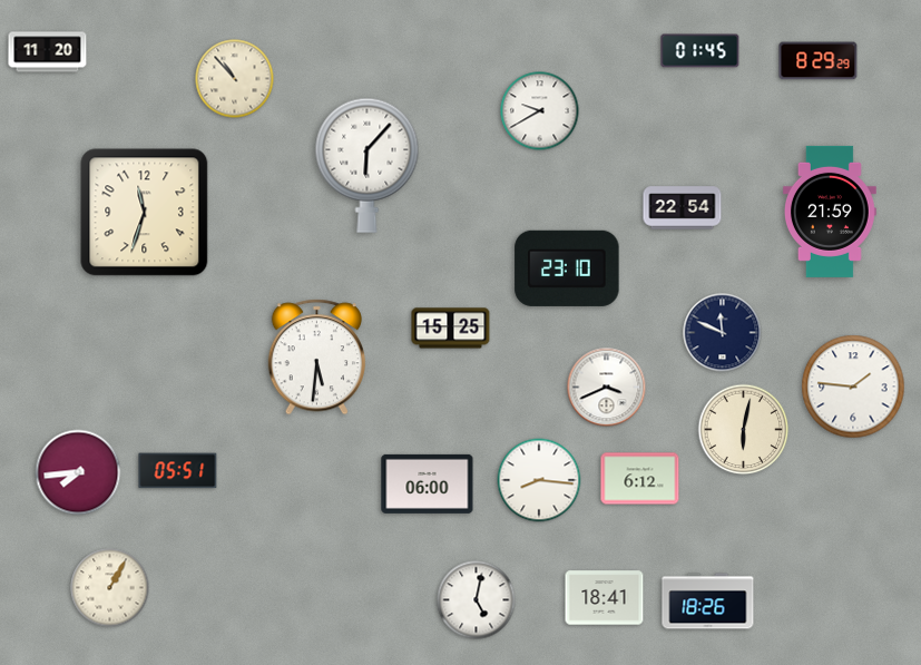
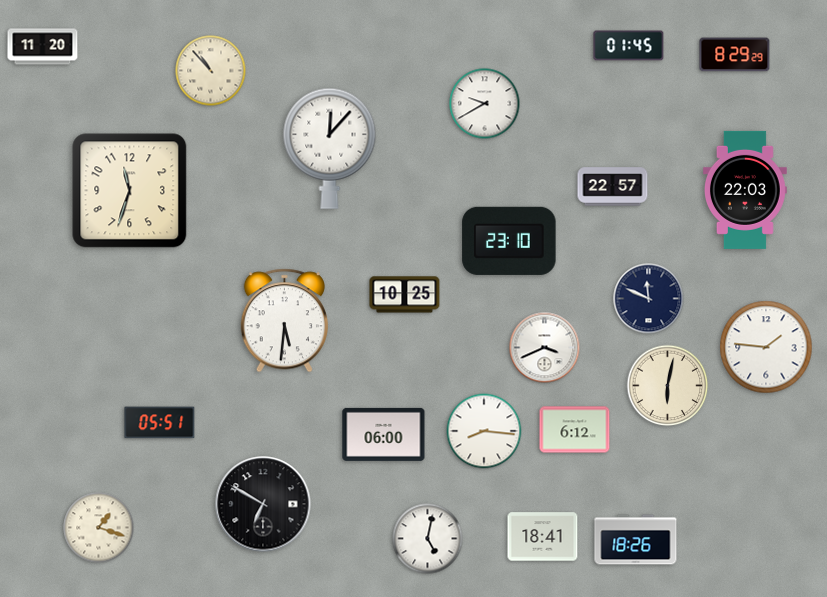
clock at (540, 111) position: (540, 111) -> (485, 104)
clock at (368, 165): 6:07 -> 12:07
clock at (683, 208): 22:54 -> 22:57
clock at (830, 212): 21:59 -> 22:03
clock at (451, 329): 15:25 -> 10:25
clock at (78, 472): 7:44 -> none
clock at (263, 504): none -> 6:50
clock at (110, 588): 1:05 -> 1:18
